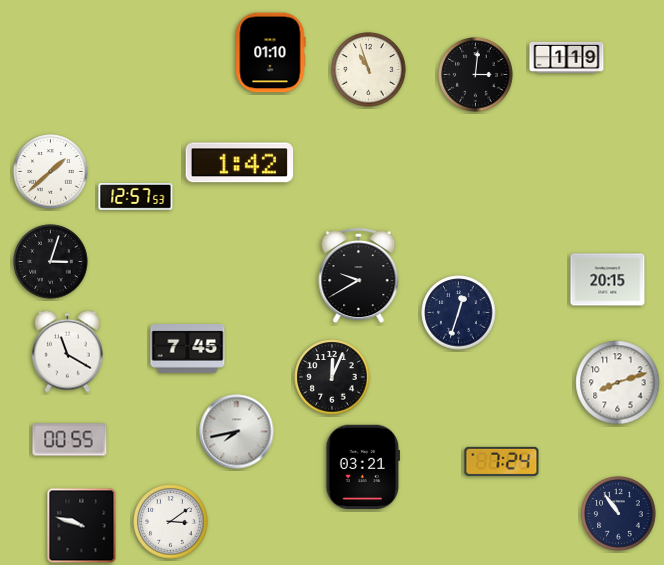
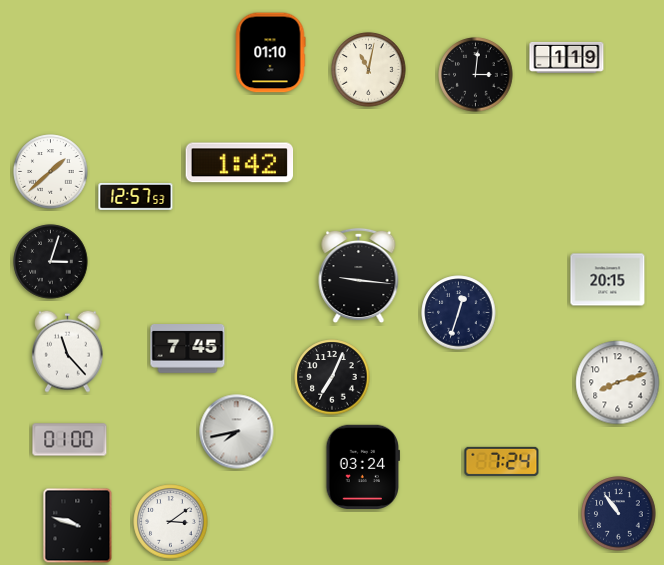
clock at (369, 70): 10:57 -> 11:02
clock at (359, 276): 9:40 -> 9:16
clock at (68, 351): 11:20 -> 11:23
clock at (332, 377): 12:04 -> 7:04
clock at (70, 440): 00:55 -> 01:00
clock at (362, 466): 03:21 -> 03:24
clock at (82, 526) position: (82, 526) -> (78, 526)
